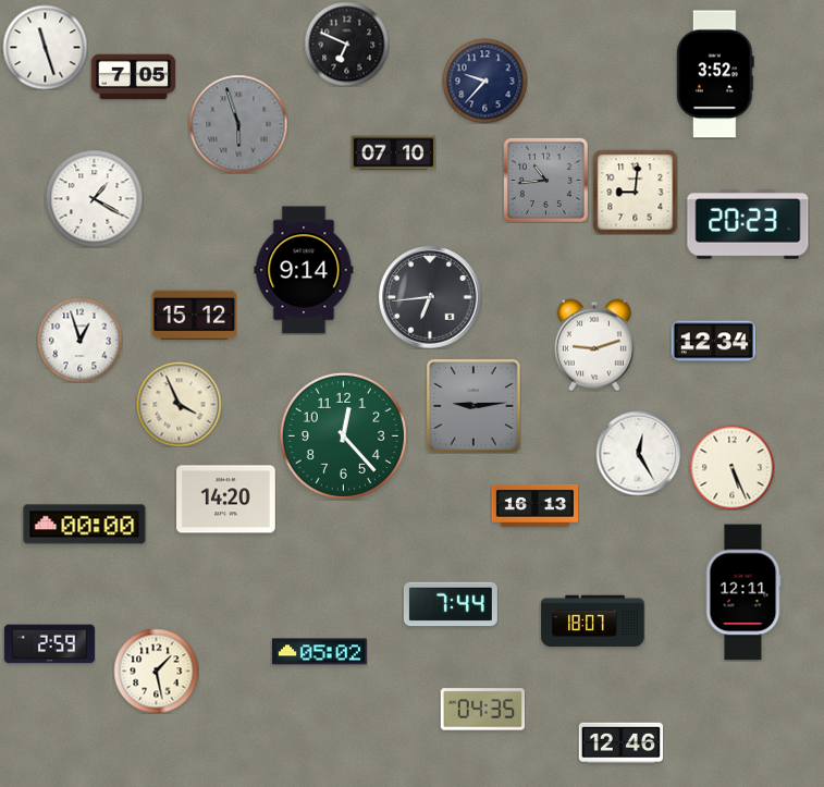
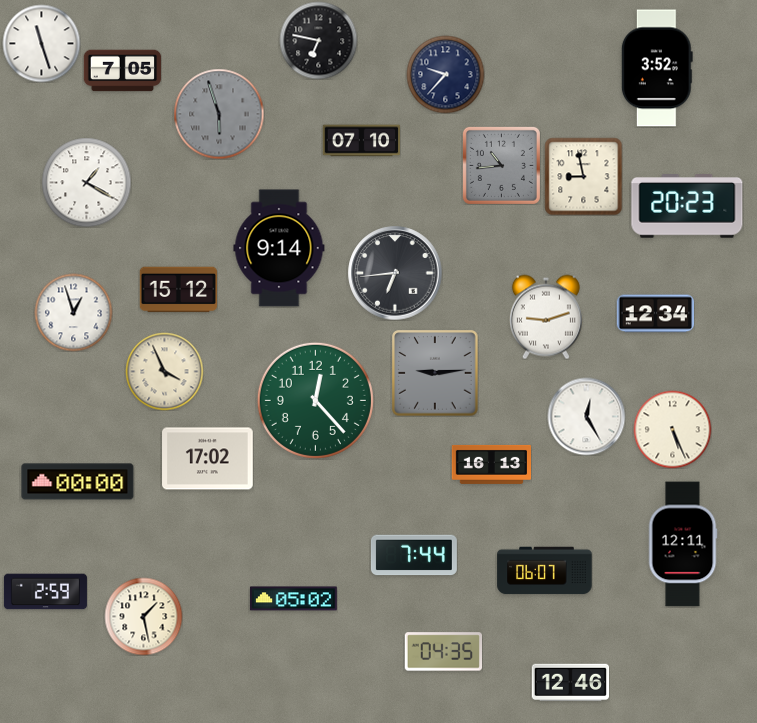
clock at (346, 44): 6:49 -> 6:47
clock at (635, 192): 9:01 -> 8:58
clock at (226, 500): 14:20 -> 17:02
clock at (593, 622): 18:07 -> 06:07
